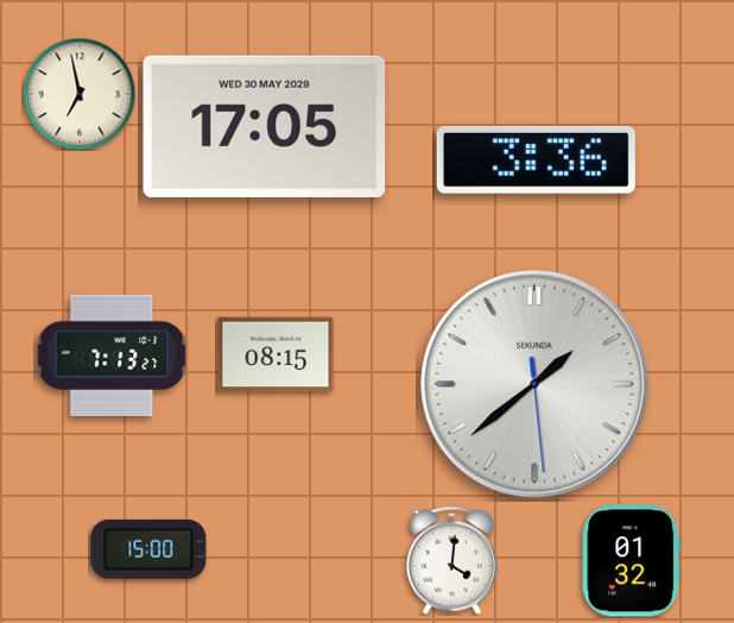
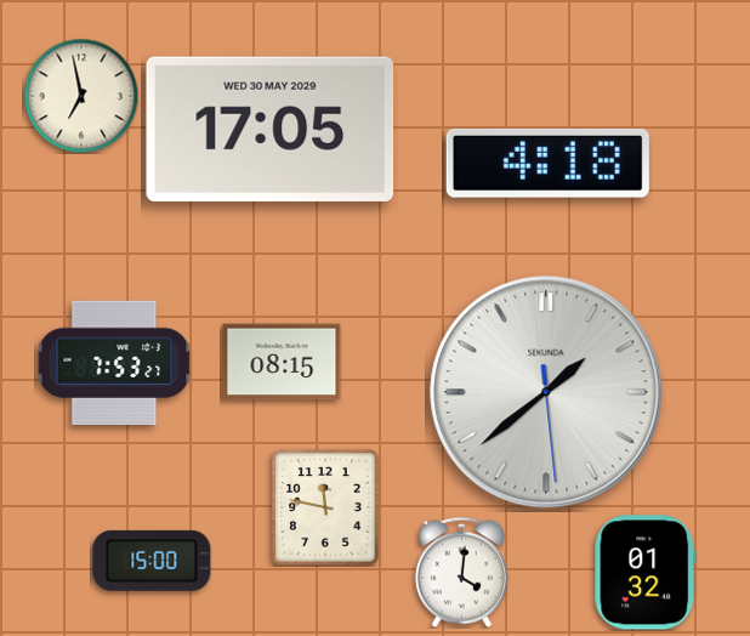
clock at (536, 159): 3:36 -> 4:18
clock at (112, 354): 7:13 -> 7:53
clock at (325, 507): none -> 11:47
